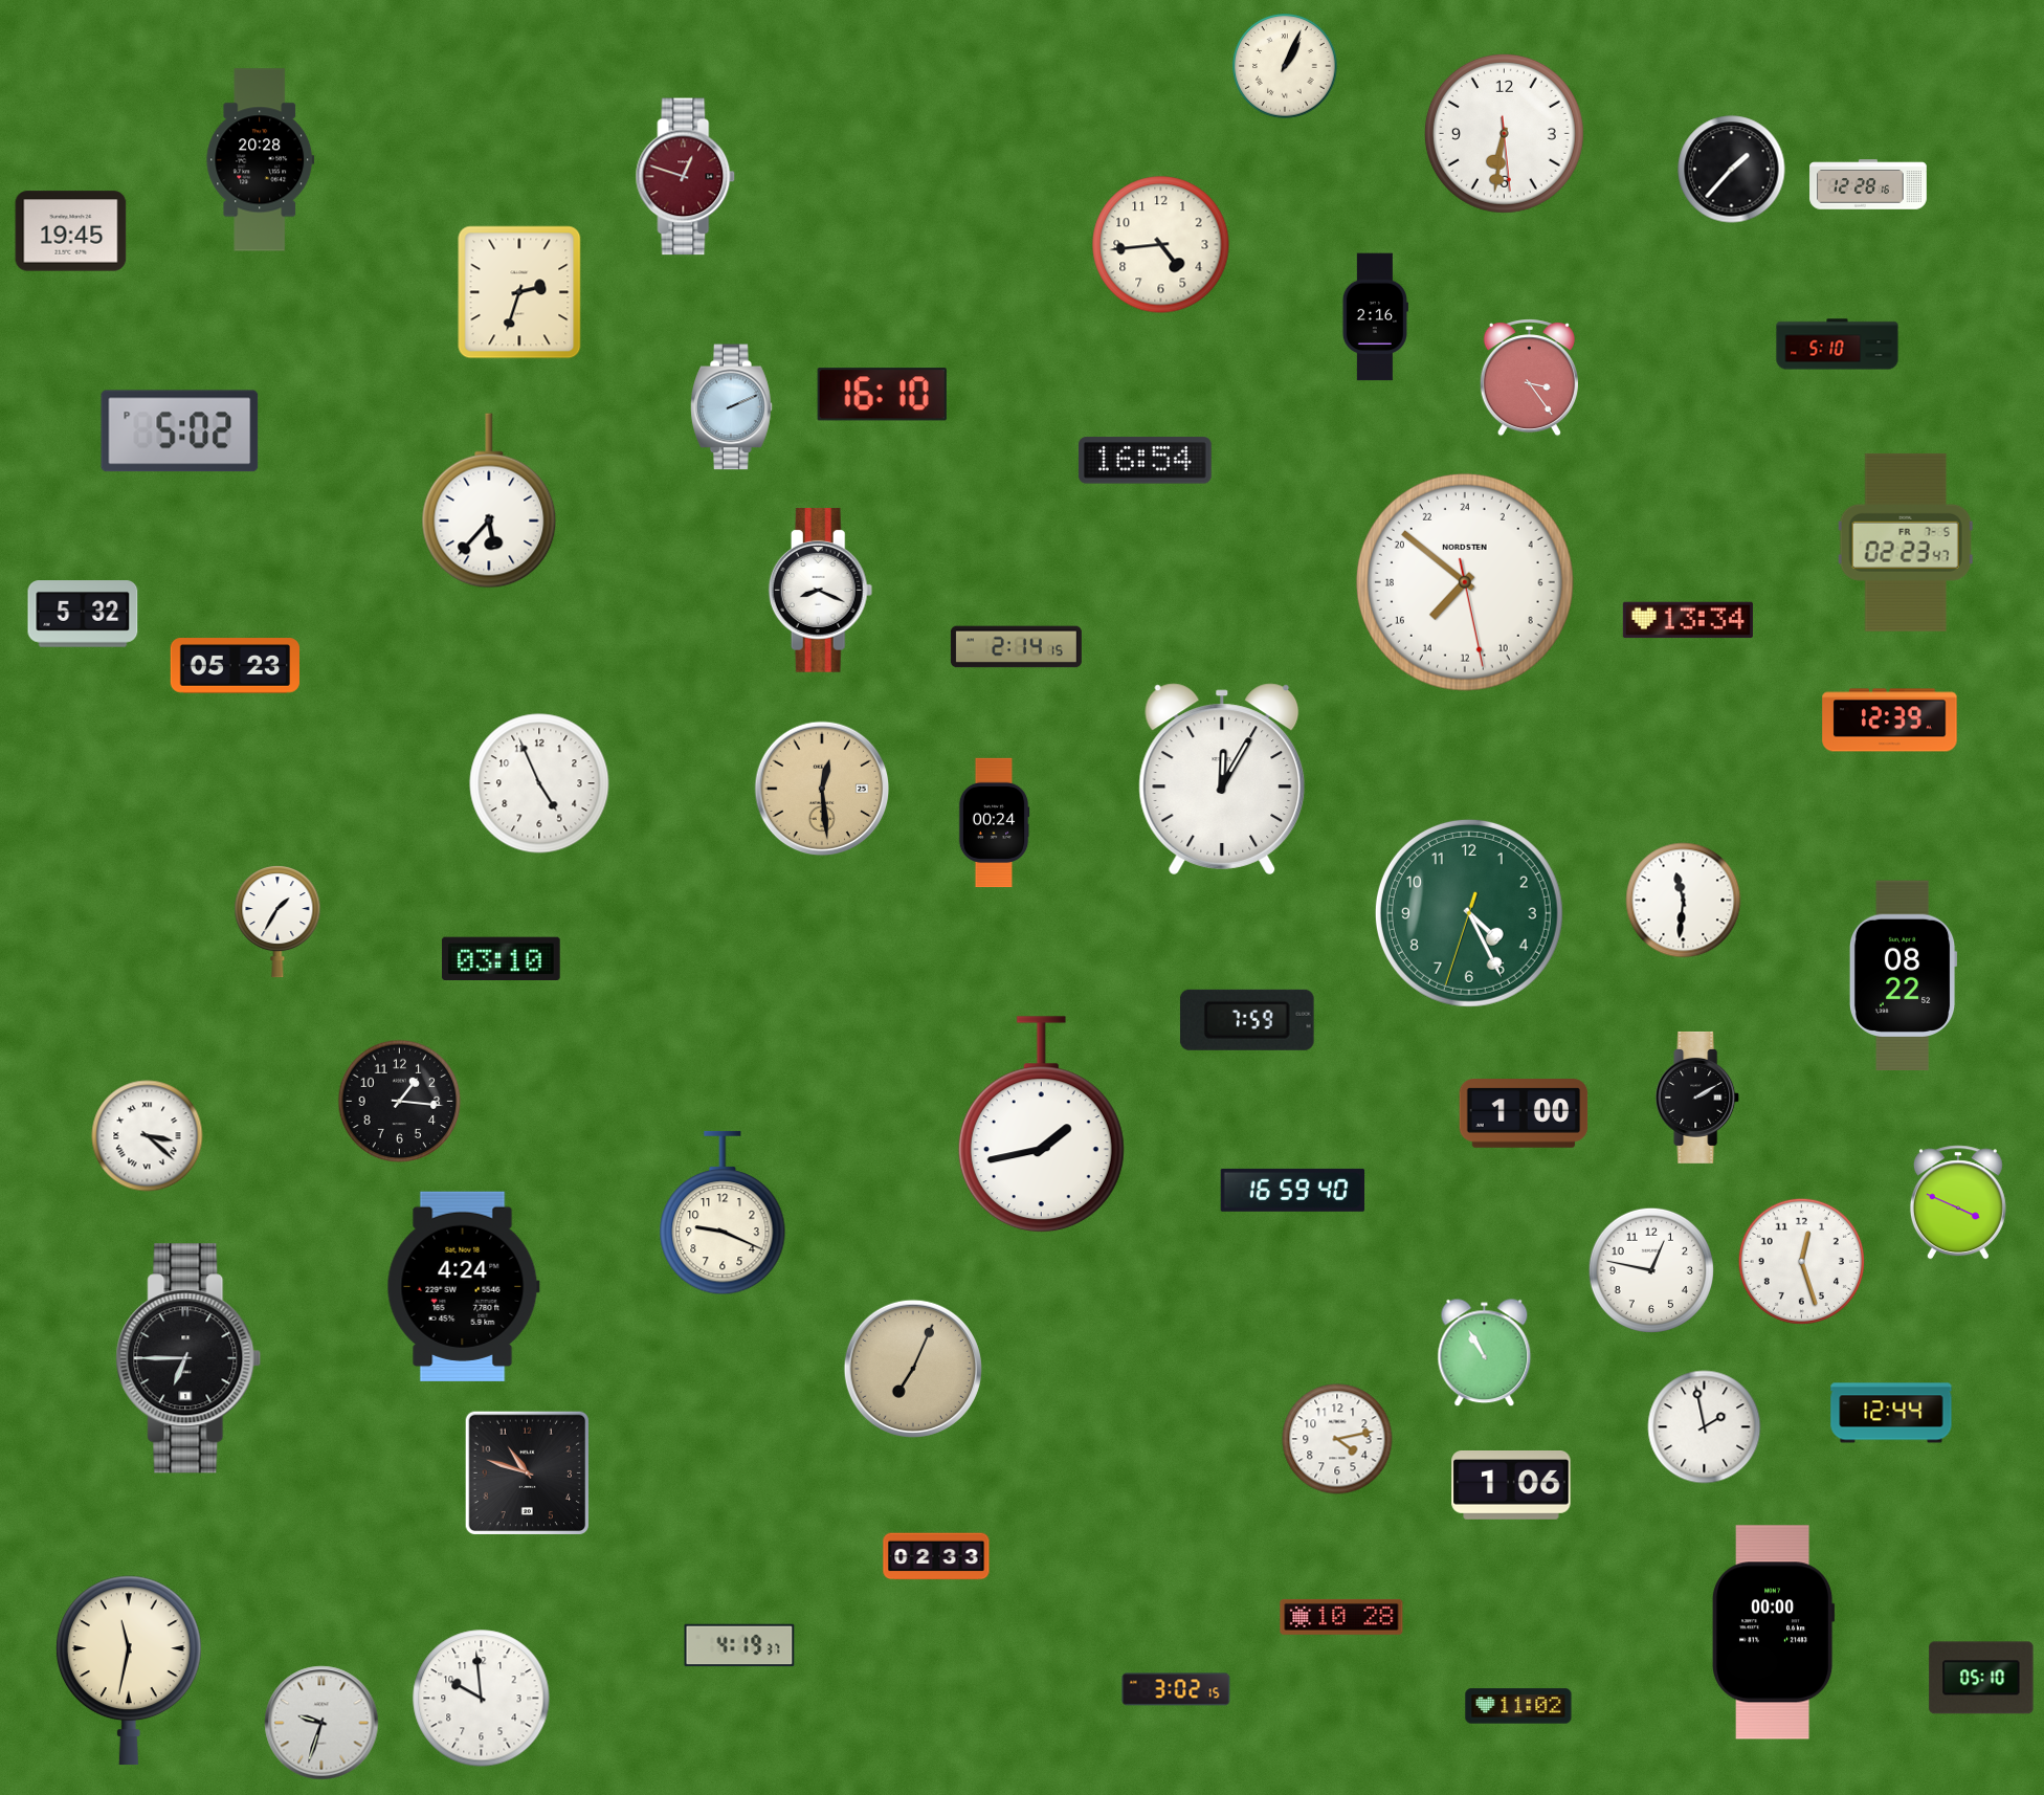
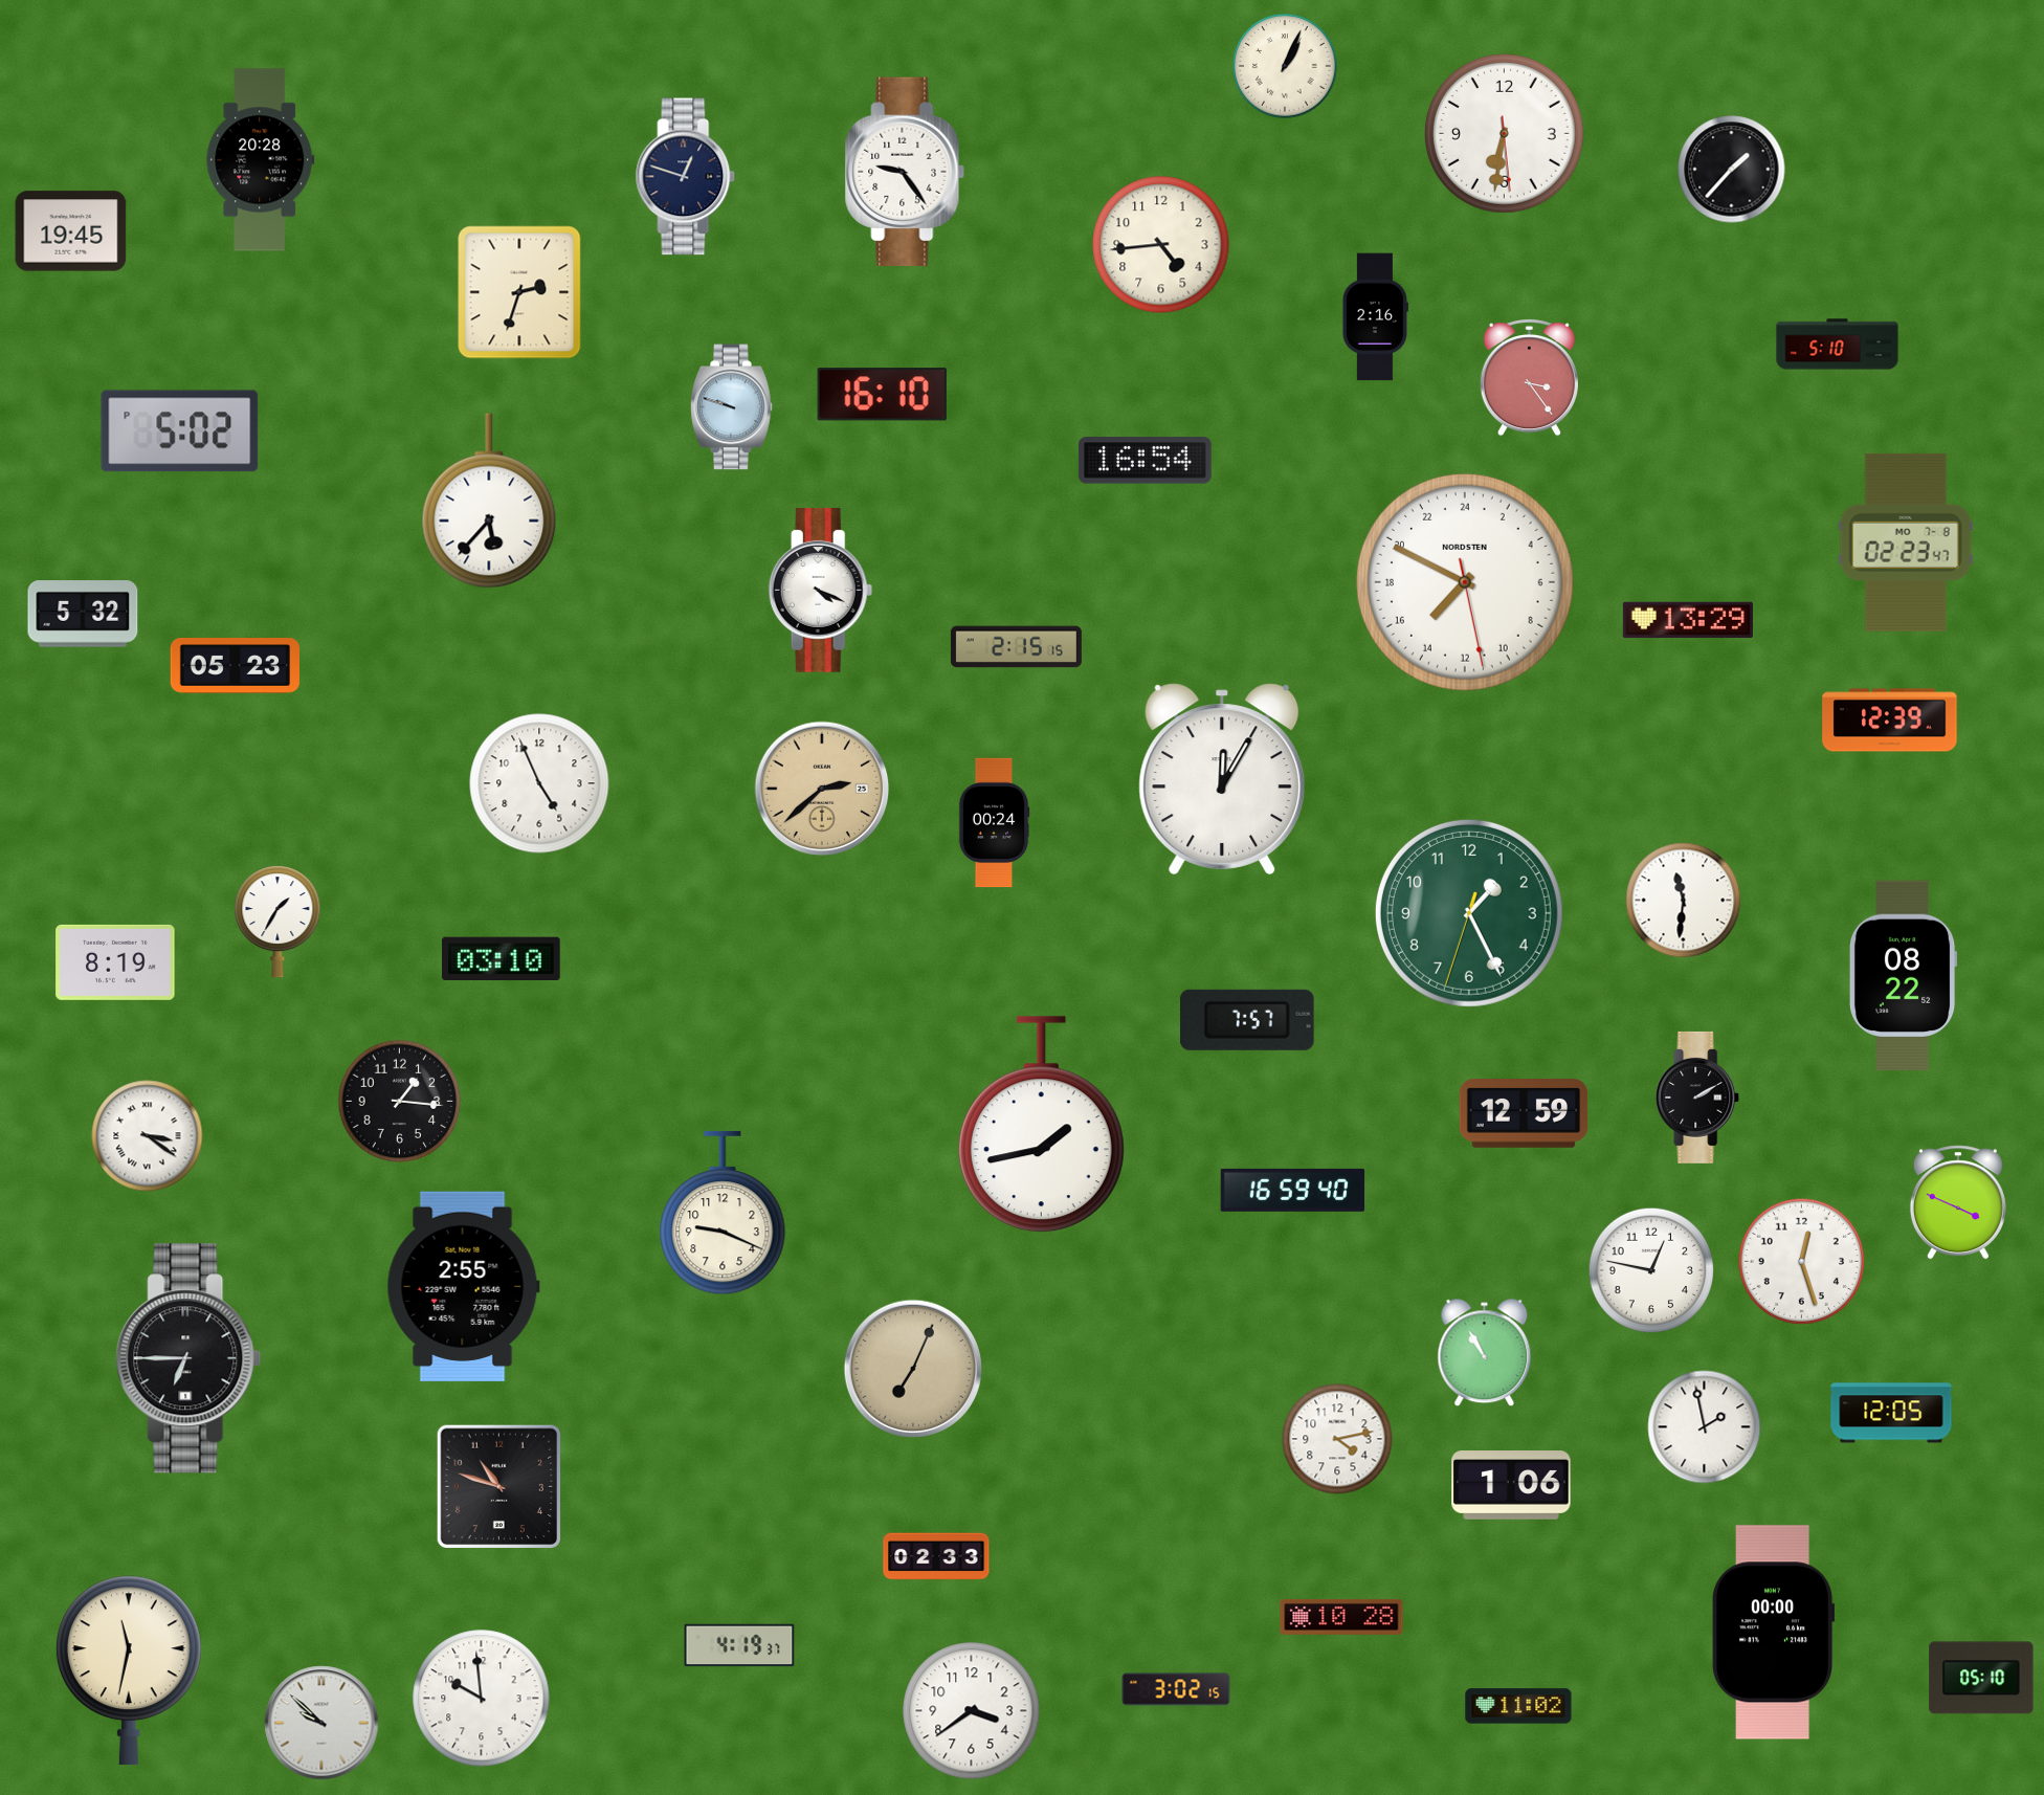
clock at (905, 172): none -> 9:24
clock at (686, 177) dial: burgundy -> navy
clock at (1868, 184): 12:28 -> none
clock at (732, 407): 2:11 -> 9:48
clock at (1906, 542) date: FR 7-5 -> MO 7-8
clock at (1465, 582): 14:51 -> 14:49
clock at (821, 591): 8:19 -> 4:19
clock at (1688, 620): 13:34 -> 13:29
clock at (1016, 647): 2:14 -> 2:15
clock at (822, 789): 12:29 -> 2:38
clock at (1469, 913): 4:25 -> 1:25
clock at (115, 962): none -> 8:19
clock at (1247, 1020): 7:59 -> 7:57
clock at (1524, 1113): 1:00 -> 12:59
clock at (148, 1136): 3:22 -> 3:21
clock at (463, 1286): 4:24 -> 2:55
clock at (1891, 1413): 12:44 -> 12:05
clock at (527, 1472) position: (527, 1472) -> (498, 1486)
clock at (972, 1711): none -> 3:39
clock at (321, 1723): 9:33 -> 9:52
